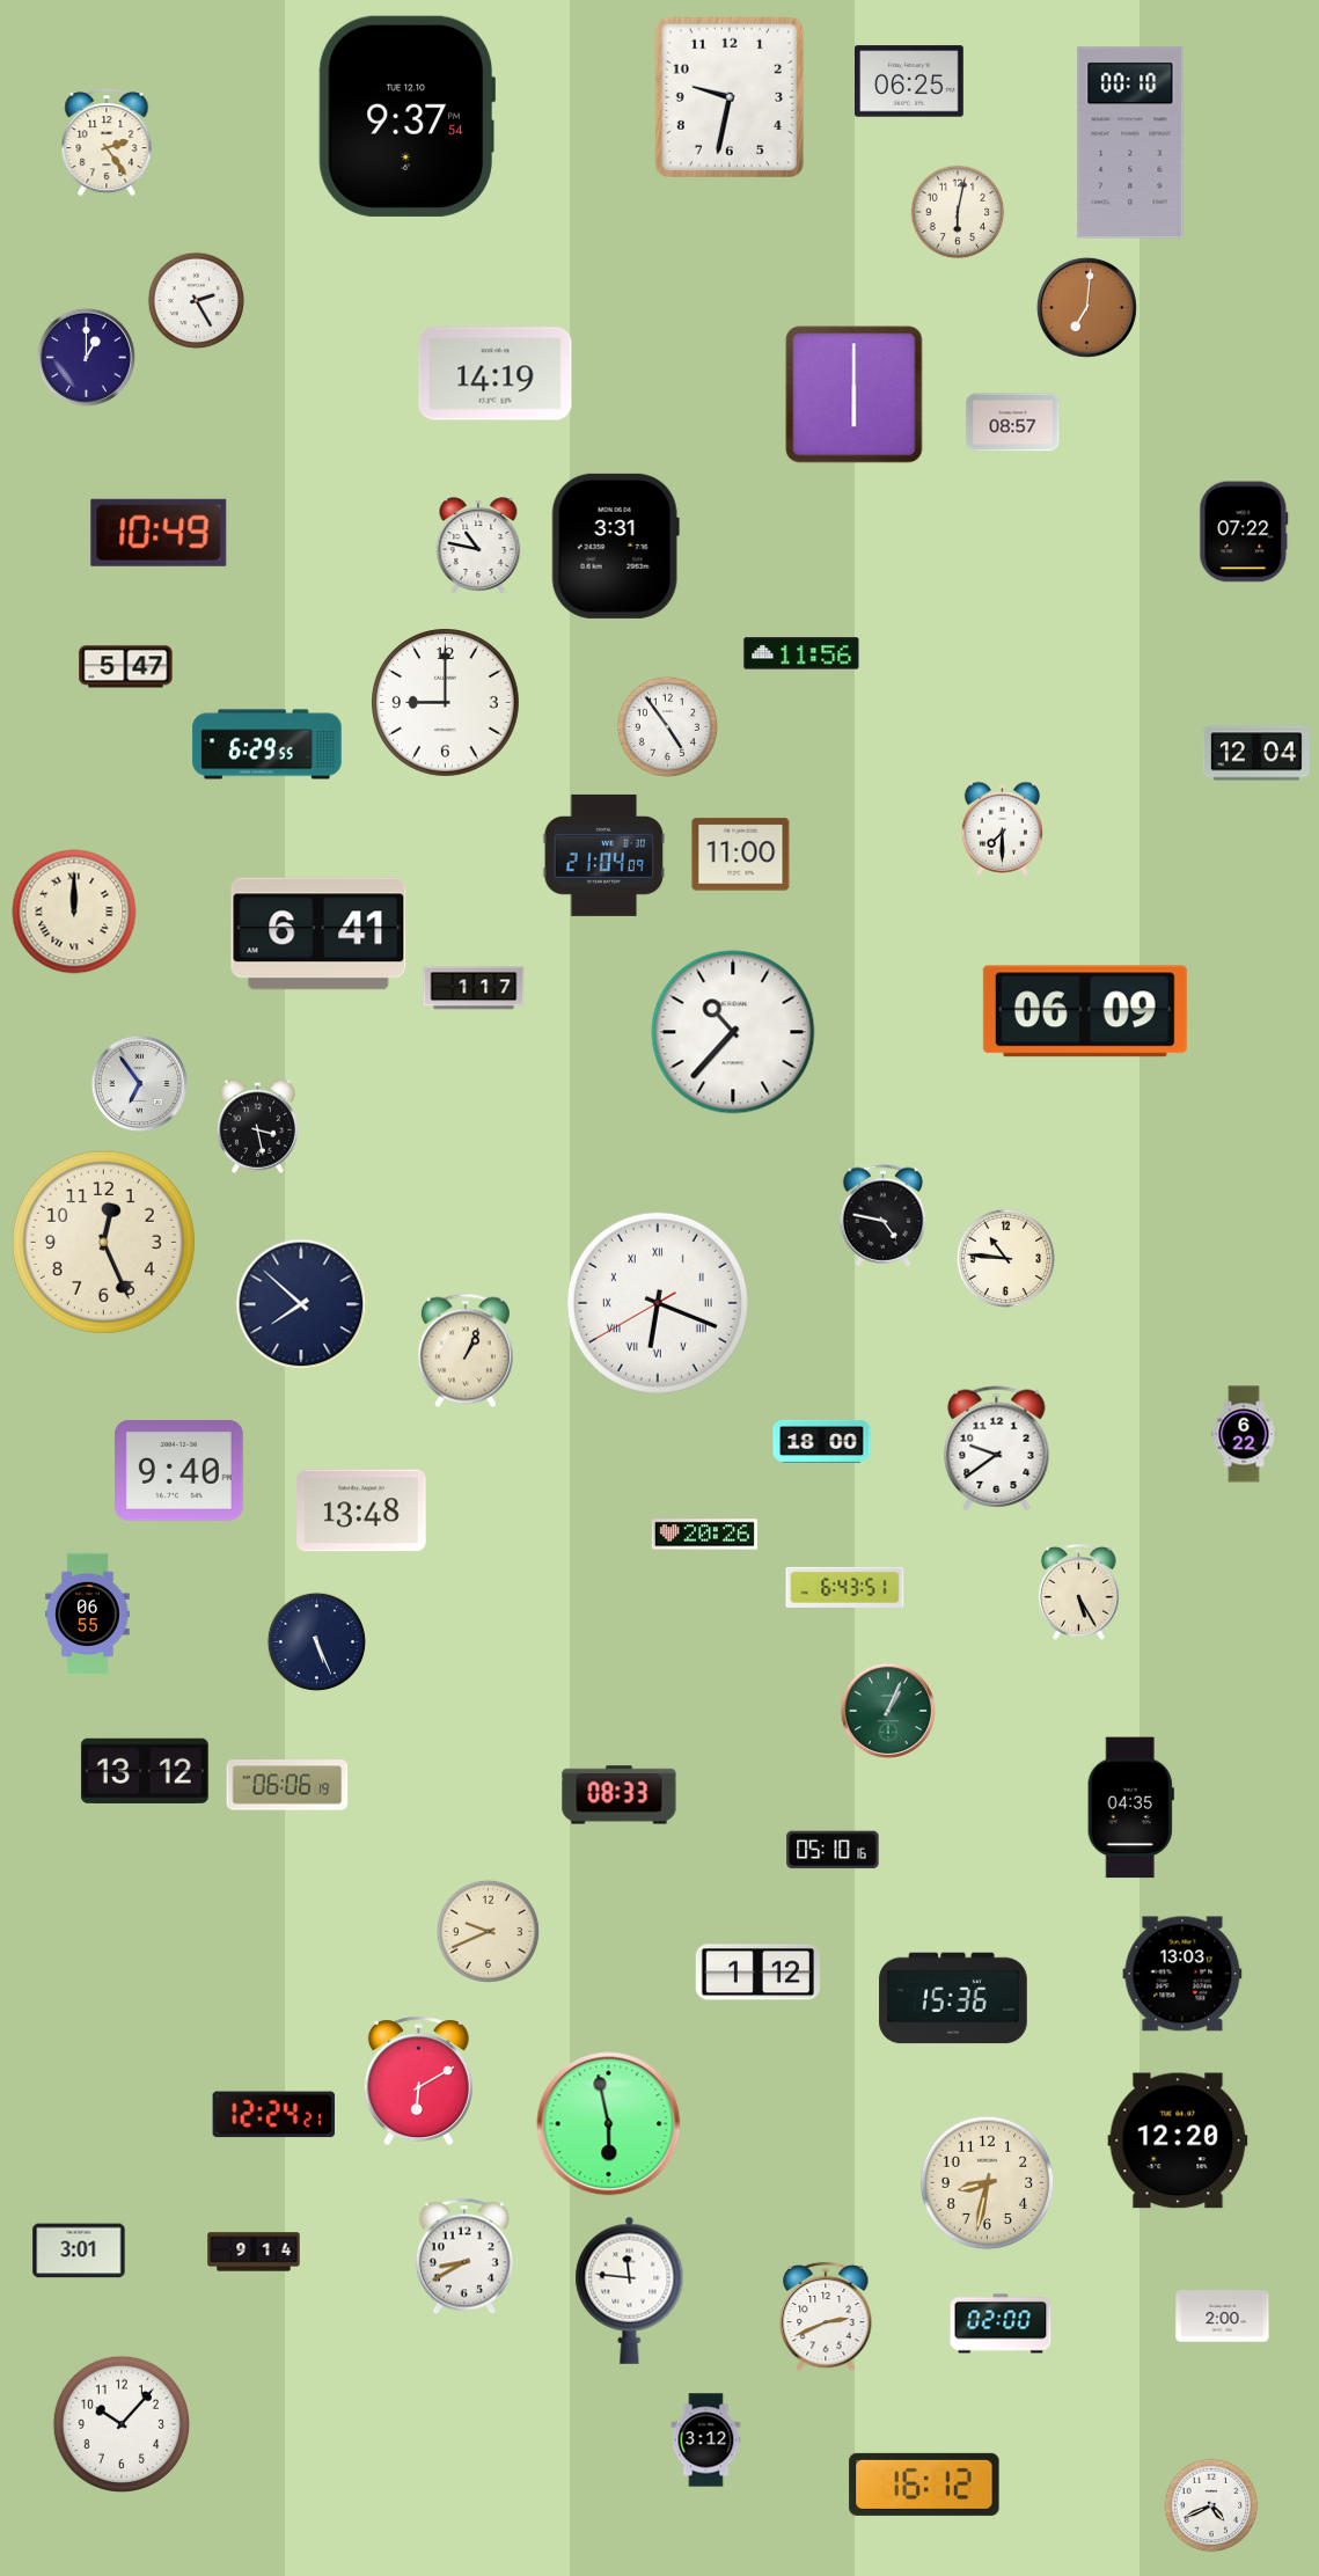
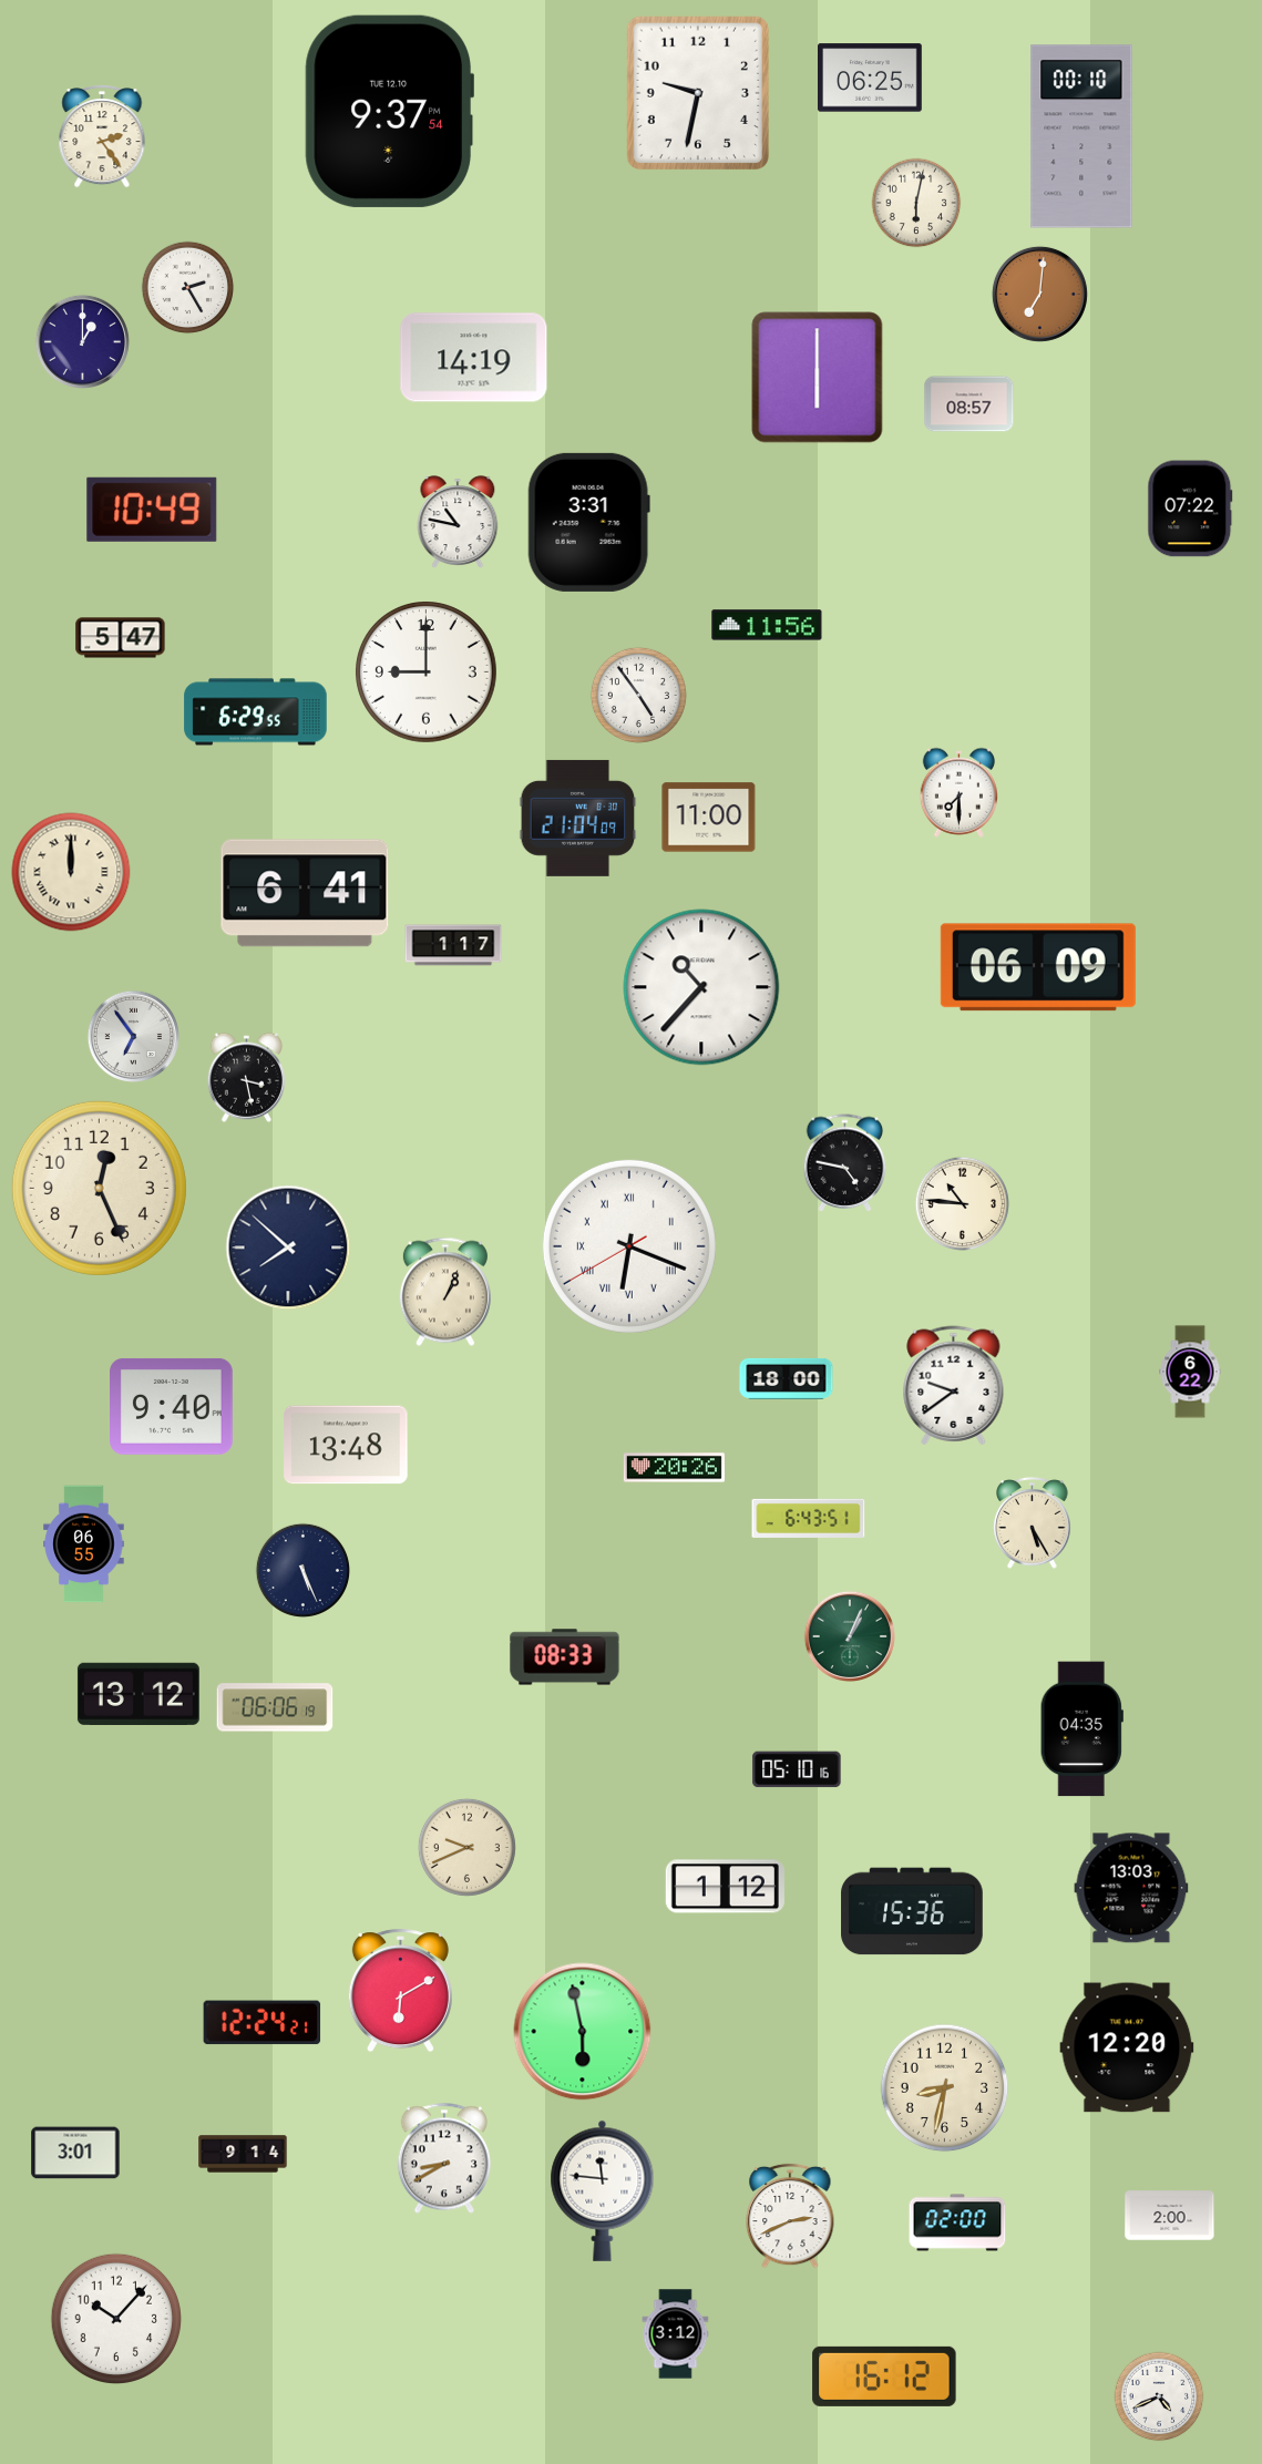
clock at (1256, 753): 12:04 -> none
clock at (620, 1795) position: (620, 1795) -> (565, 1657)
